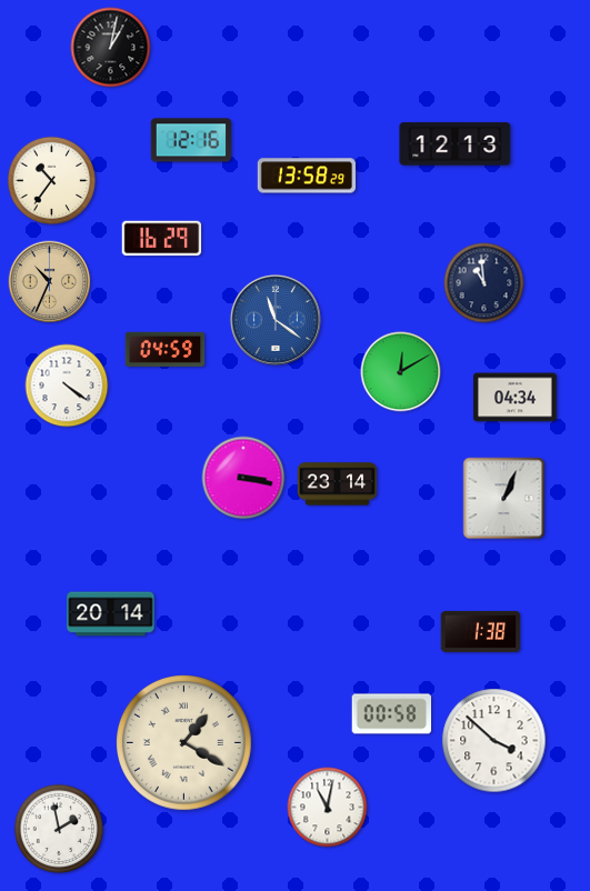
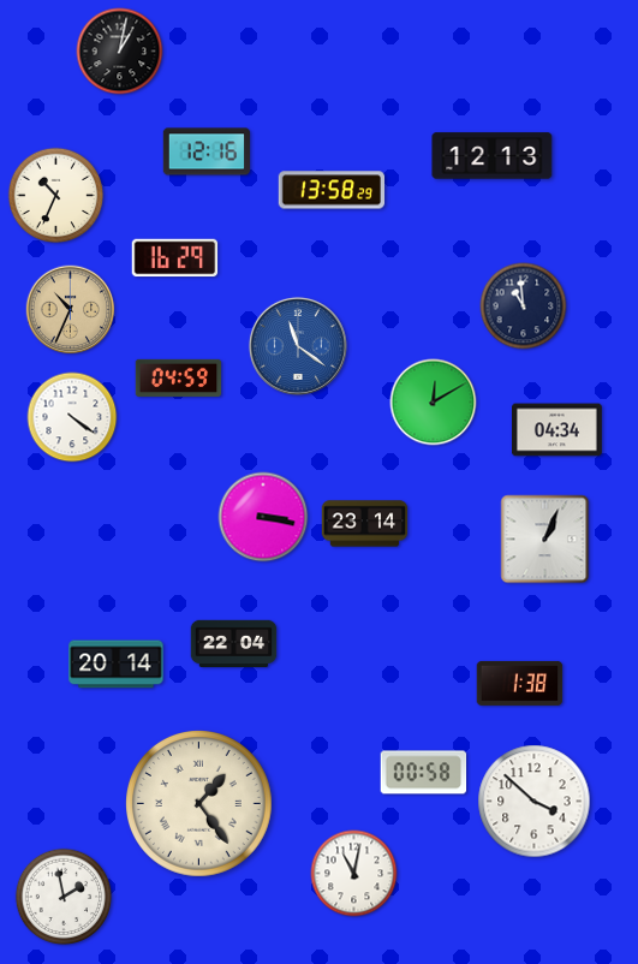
clock at (52, 181): 10:36 -> 10:34
clock at (50, 282) position: (50, 282) -> (71, 310)
clock at (234, 644): none -> 22:04
clock at (111, 614) position: (111, 614) -> (117, 665)
clock at (184, 743): 1:20 -> 1:24
